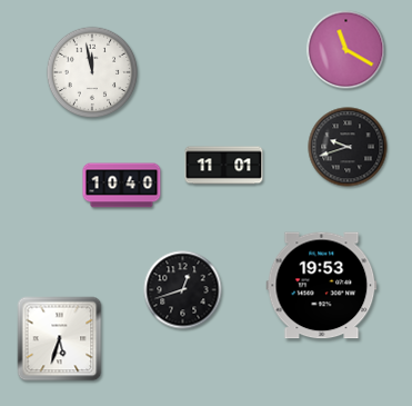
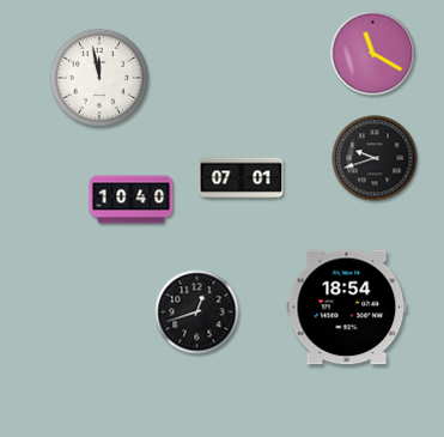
clock at (224, 166): 11:01 -> 07:01
clock at (322, 286): 19:53 -> 18:54
clock at (60, 339): 5:33 -> none
